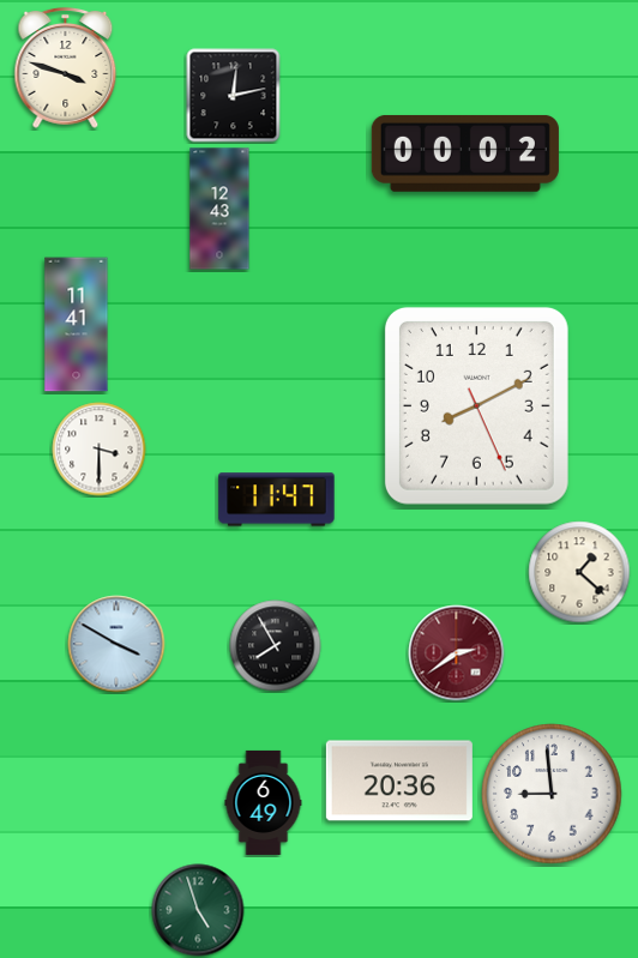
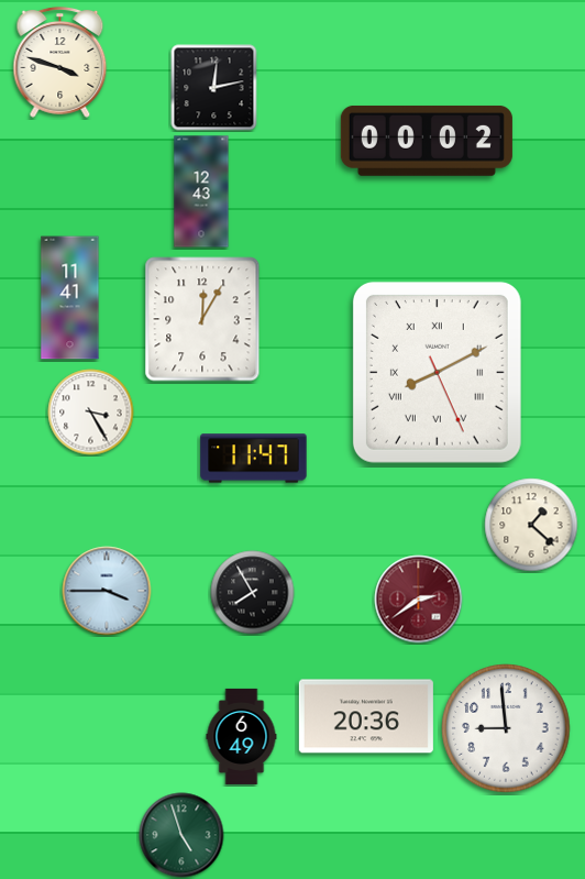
clock at (202, 319): none -> 12:05
clock at (476, 405) numerals: Arabic -> Roman
clock at (100, 450): 3:30 -> 3:25
clock at (116, 644): 3:50 -> 3:45
